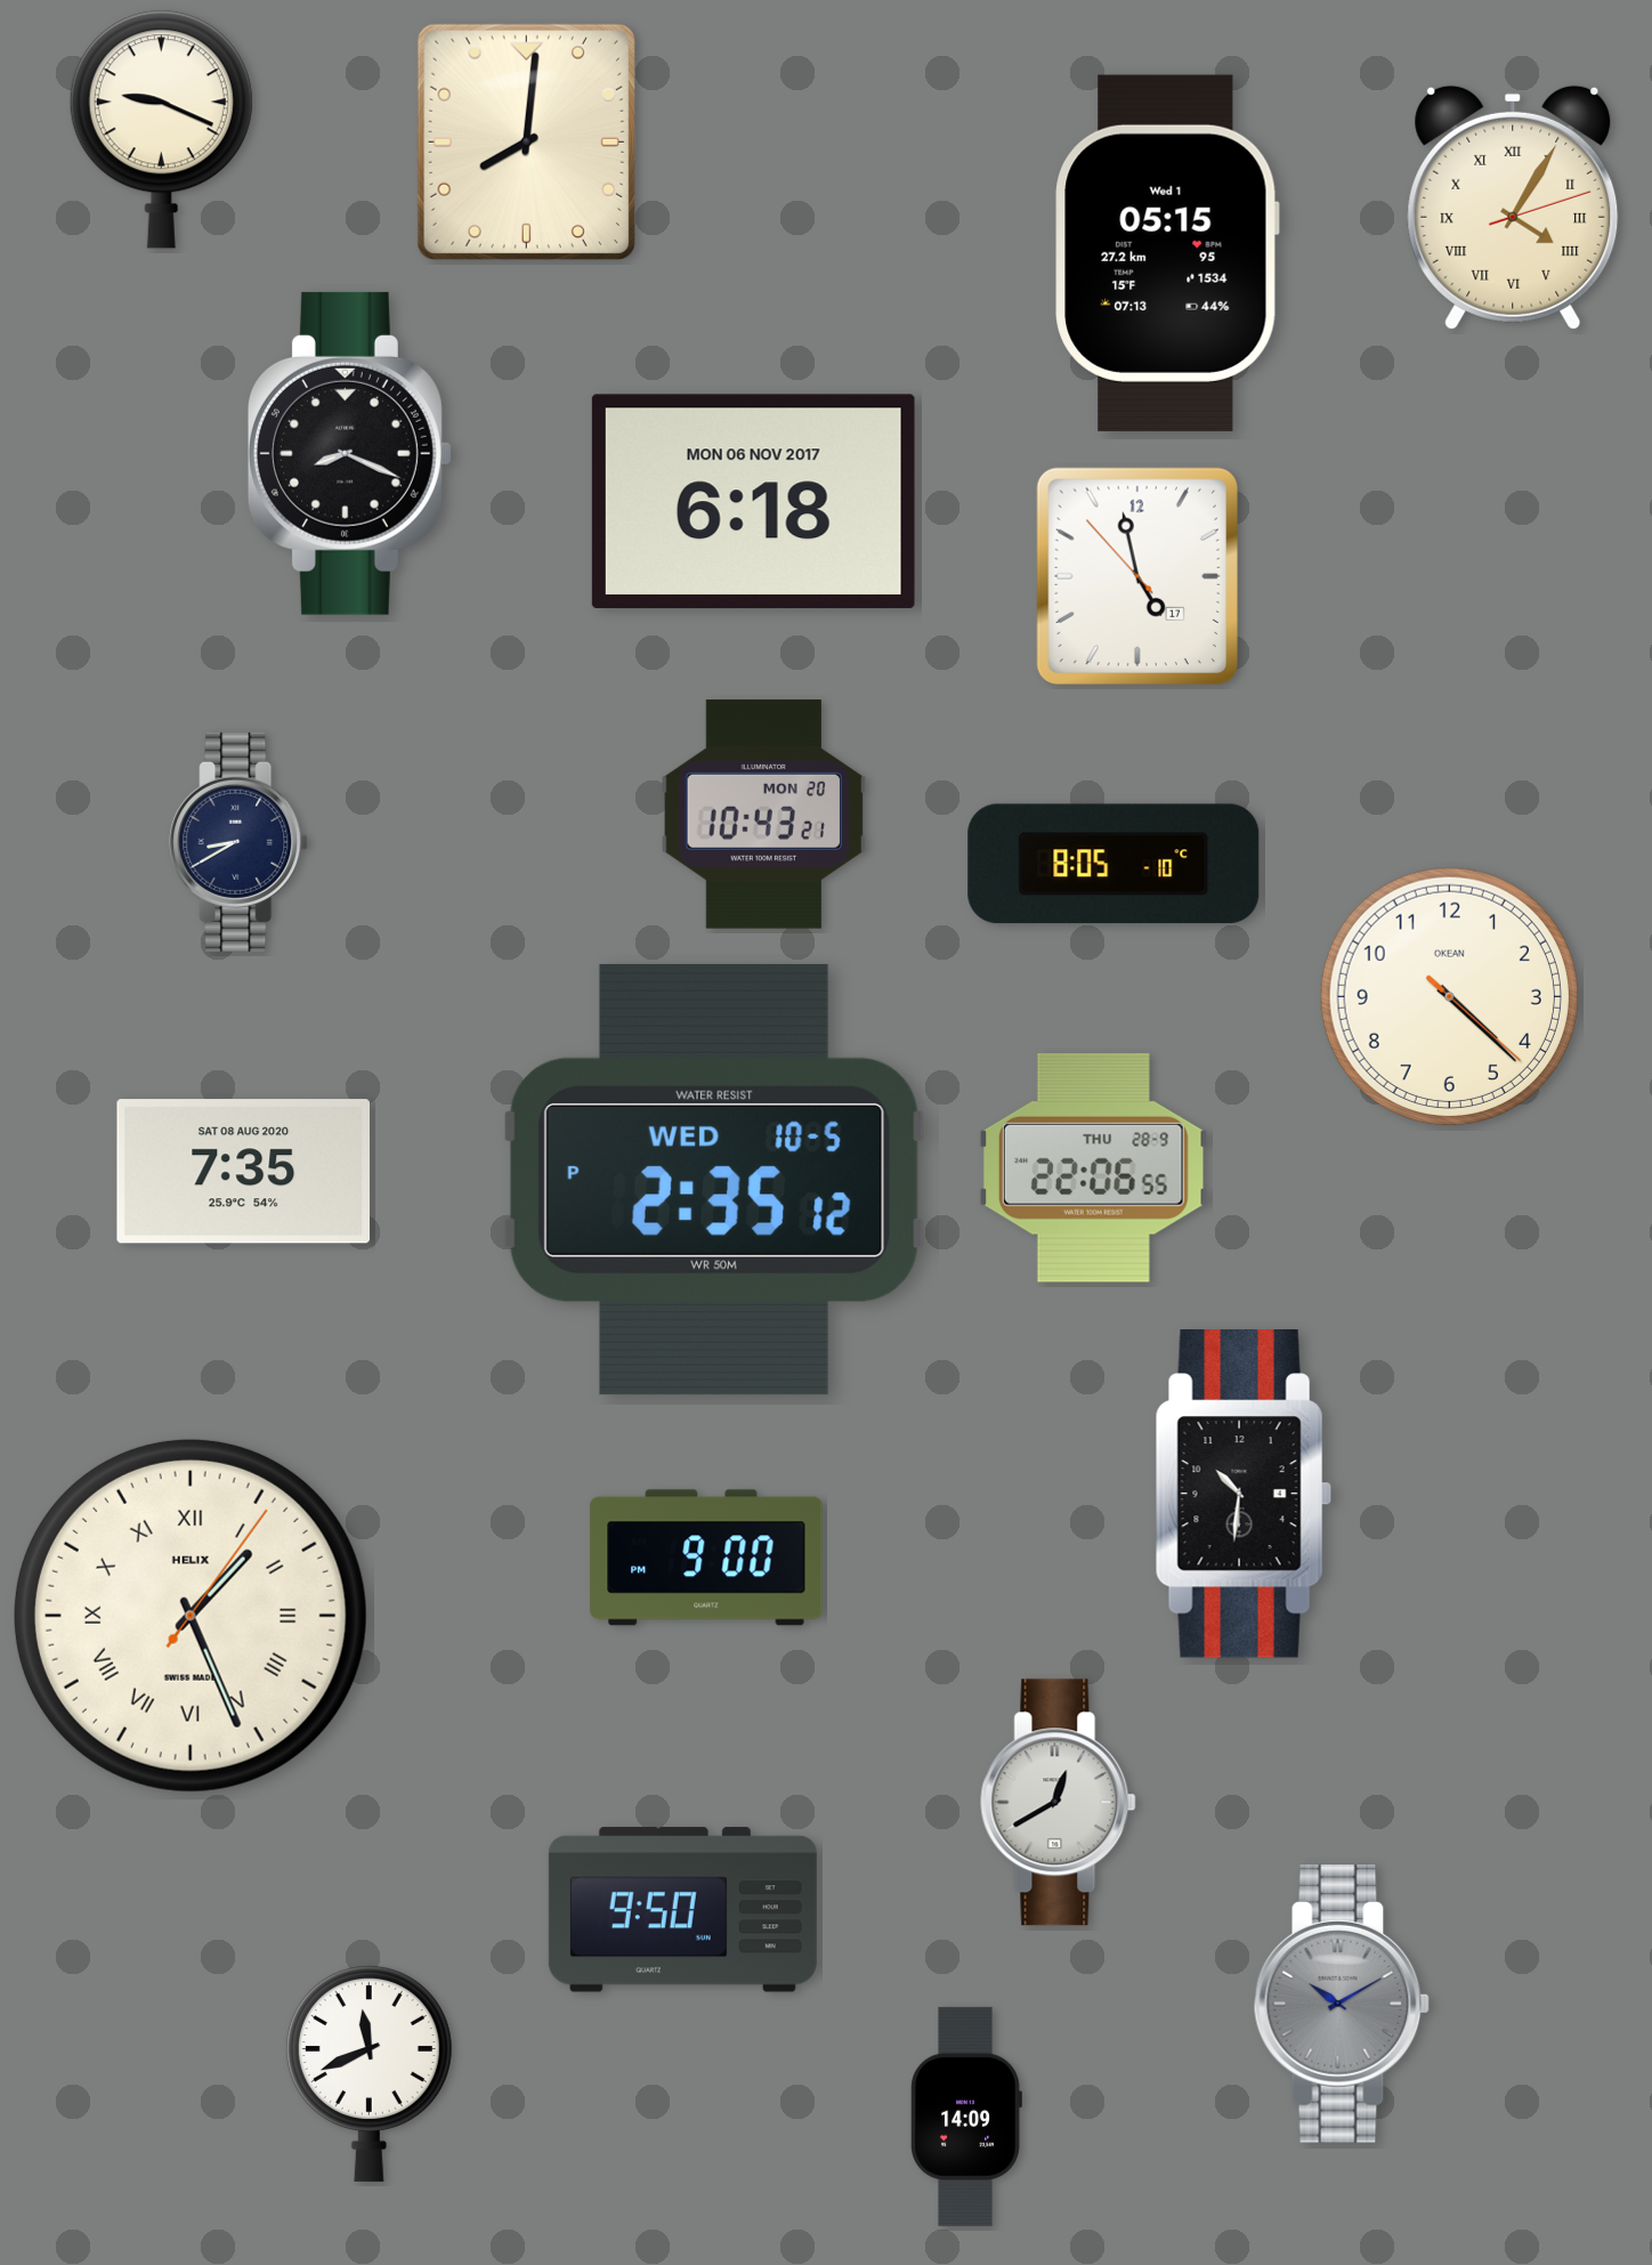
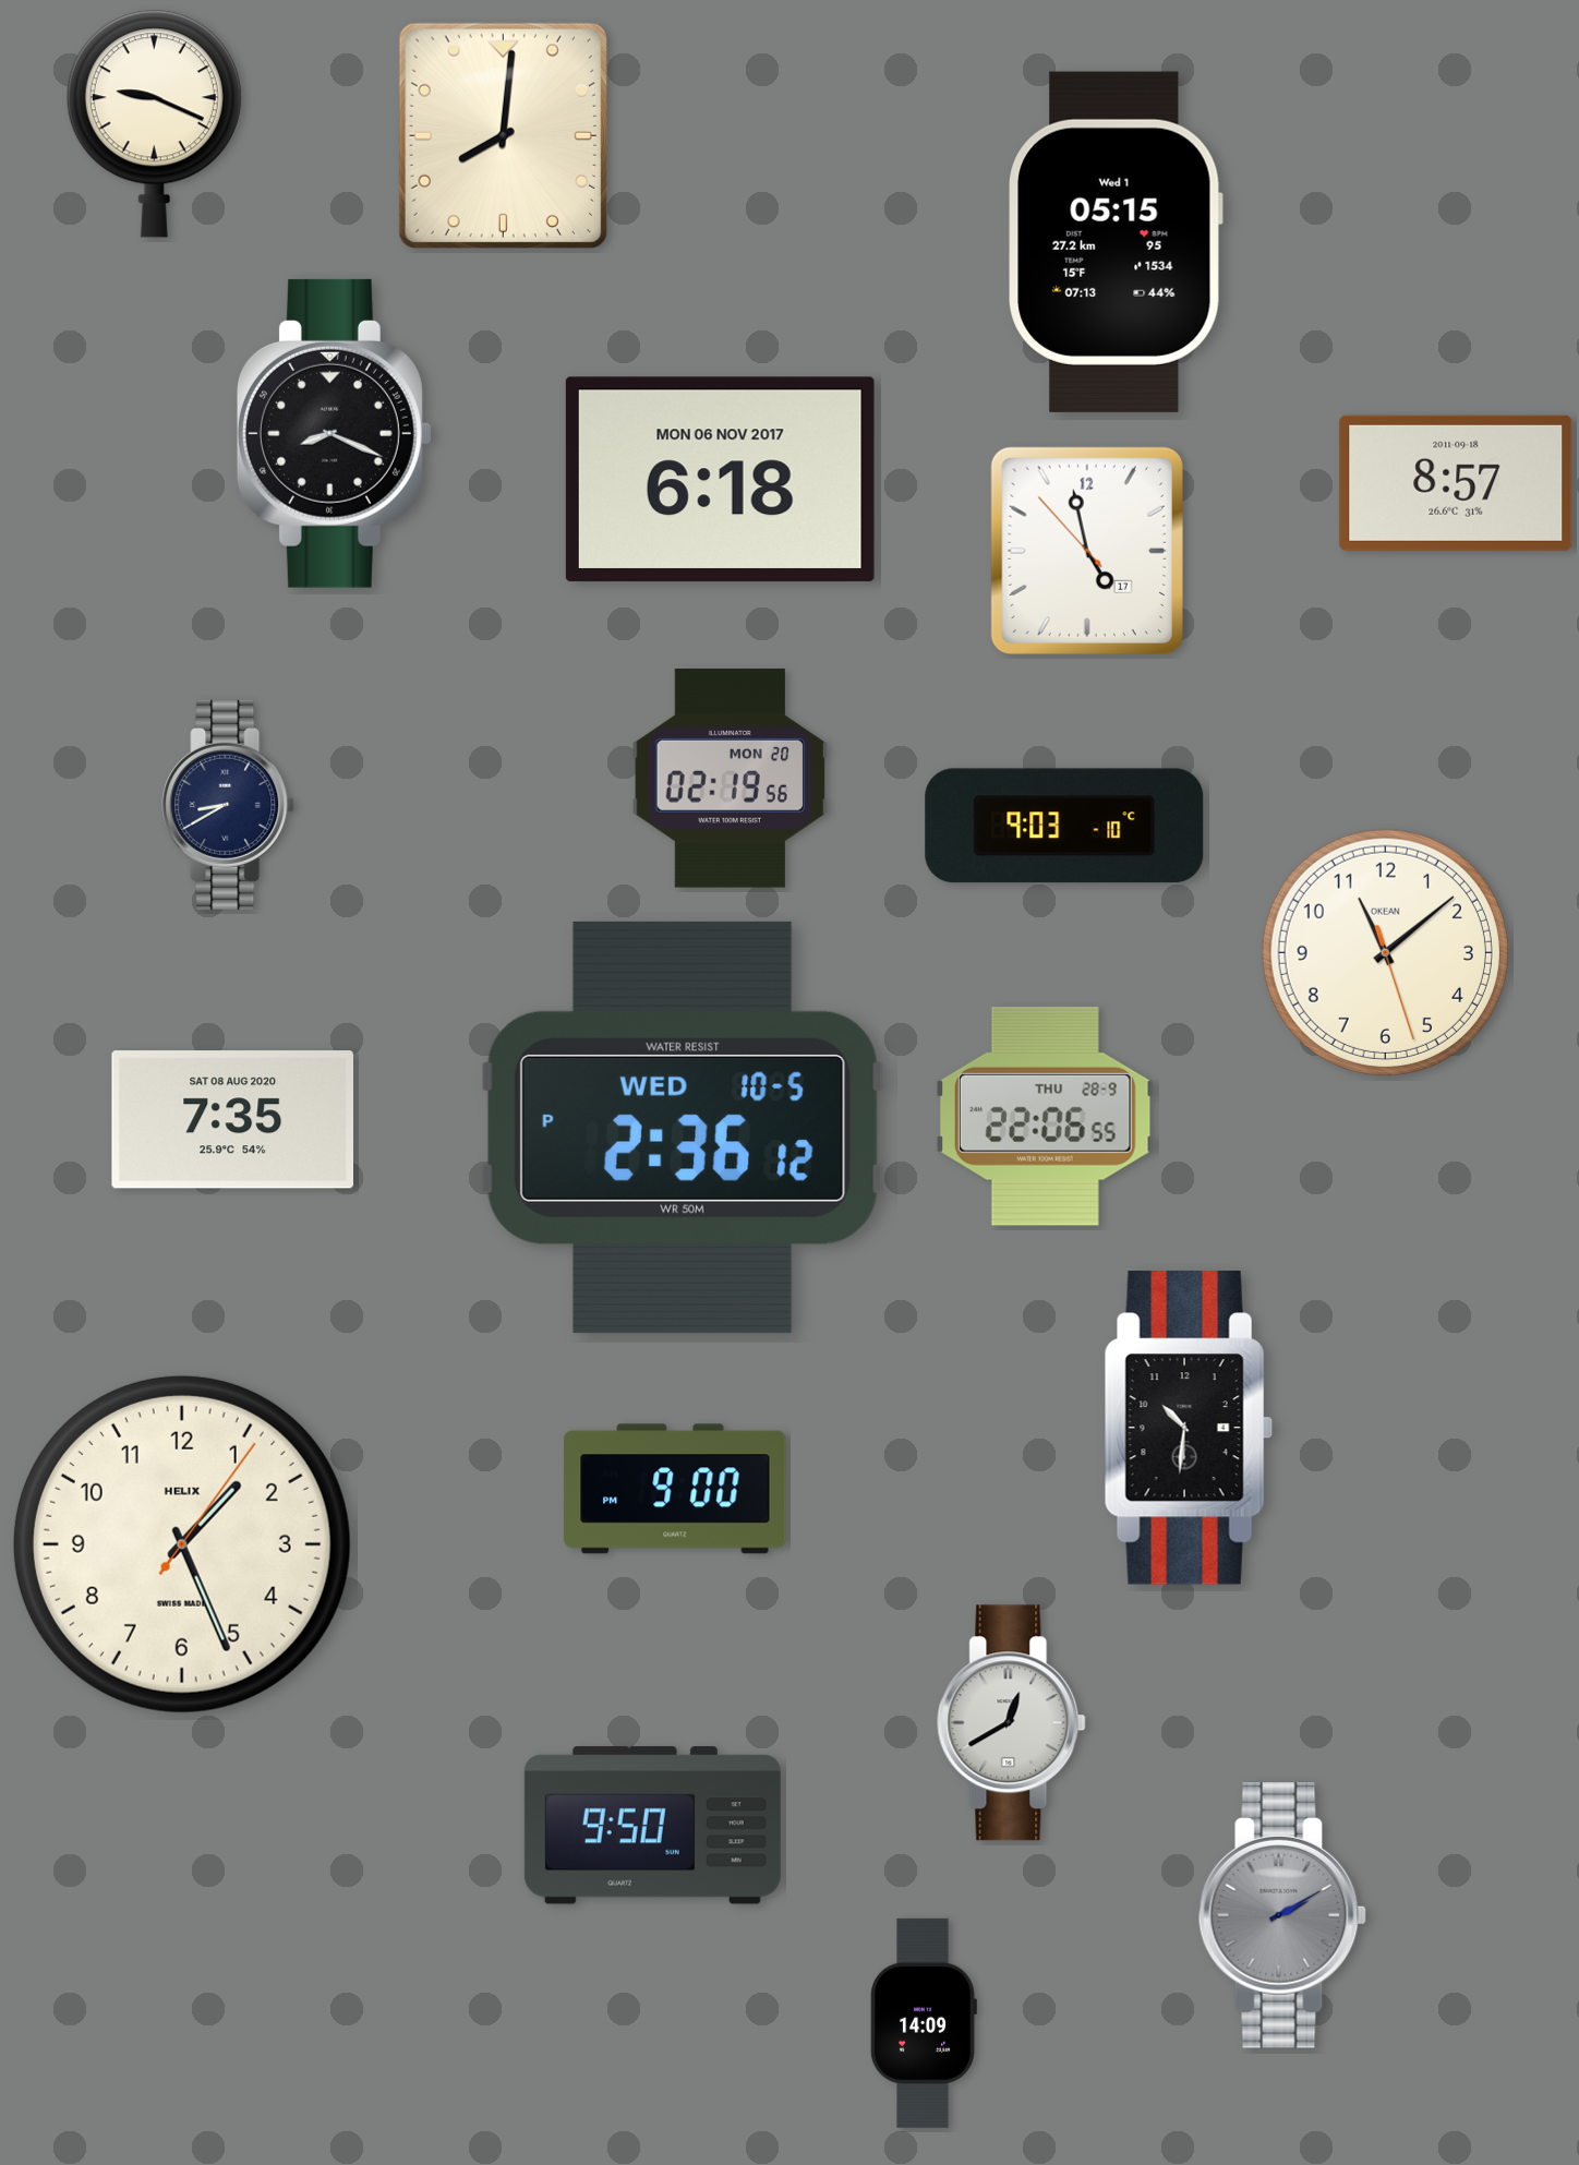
clock at (1513, 208): 4:05 -> none
clock at (1456, 483): none -> 8:57
clock at (764, 815): 10:43 -> 02:19
clock at (1114, 864): 8:05 -> 9:03
clock at (1449, 996): 4:22 -> 11:08
clock at (714, 1180): 2:35 -> 2:36
clock at (191, 1616) numerals: Roman -> Arabic
clock at (1342, 2005): 10:10 -> 2:10
clock at (369, 2073): 11:41 -> none
